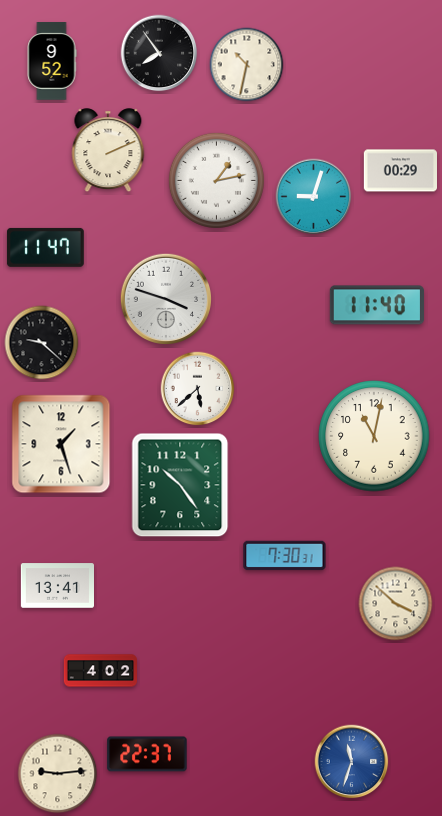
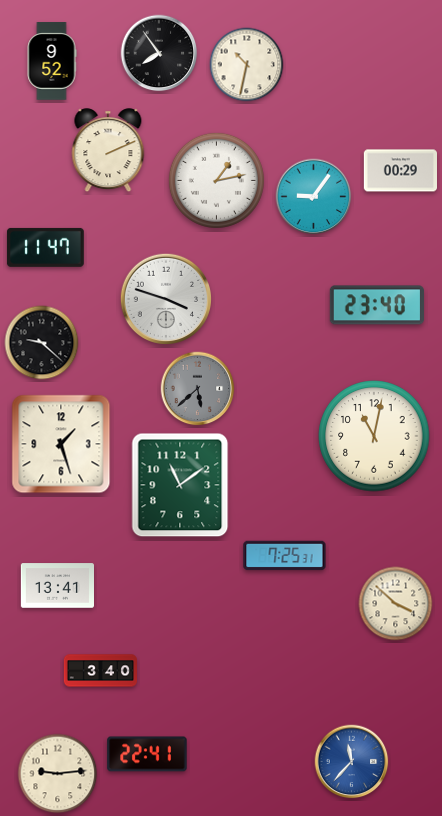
clock at (314, 197): 9:03 -> 9:06
clock at (377, 305): 11:40 -> 23:40
clock at (198, 389) dial: white -> grey
clock at (180, 485): 10:24 -> 11:09
clock at (285, 556): 7:30 -> 7:25
clock at (100, 671): 4:02 -> 3:40
clock at (147, 754): 22:37 -> 22:41
clock at (352, 762): 11:33 -> 11:37
